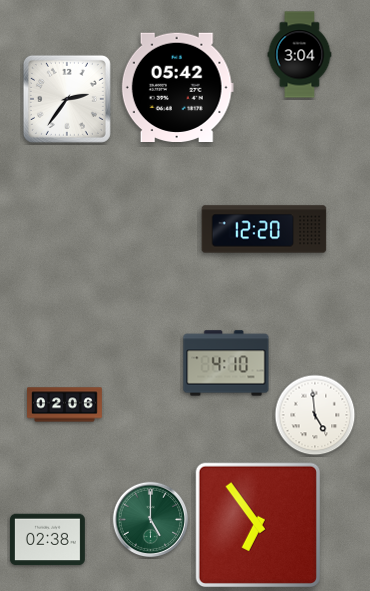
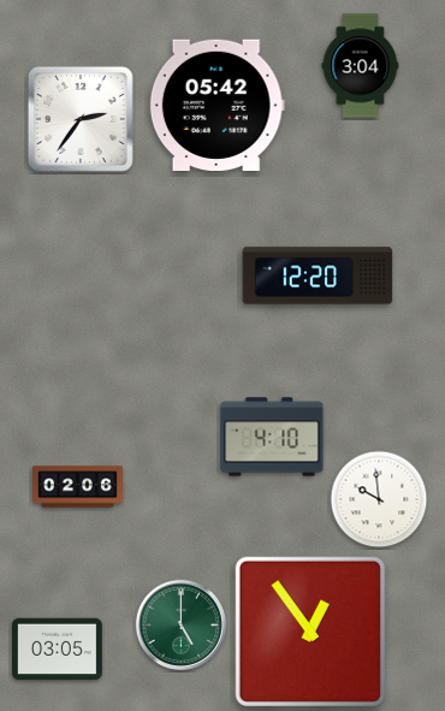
clock at (177, 87) position: (177, 87) -> (216, 105)
clock at (315, 415): 4:59 -> 9:59
clock at (257, 524): 6:54 -> 12:54
clock at (47, 540): 02:38 -> 03:05
